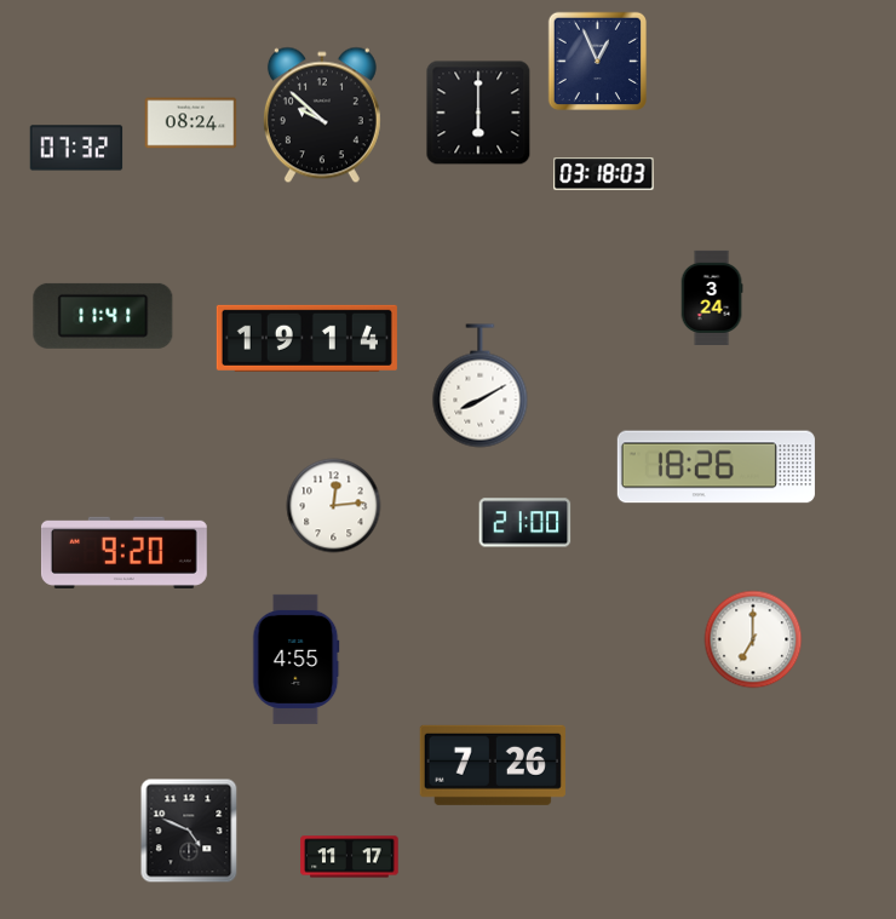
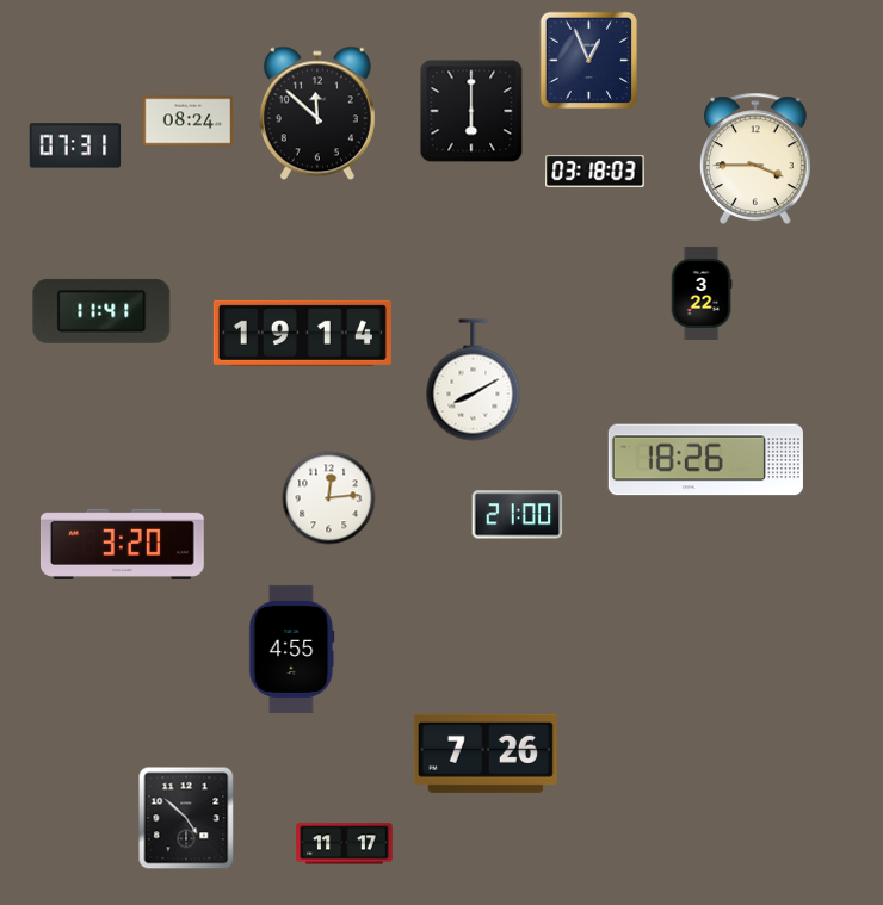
clock at (322, 115): 9:52 -> 11:52
clock at (76, 148): 07:32 -> 07:31
clock at (755, 157): none -> 3:45
clock at (712, 298): 3:24 -> 3:22
clock at (124, 552): 9:20 -> 3:20
clock at (753, 639): 7:00 -> none
clock at (189, 831): 4:49 -> 4:52
